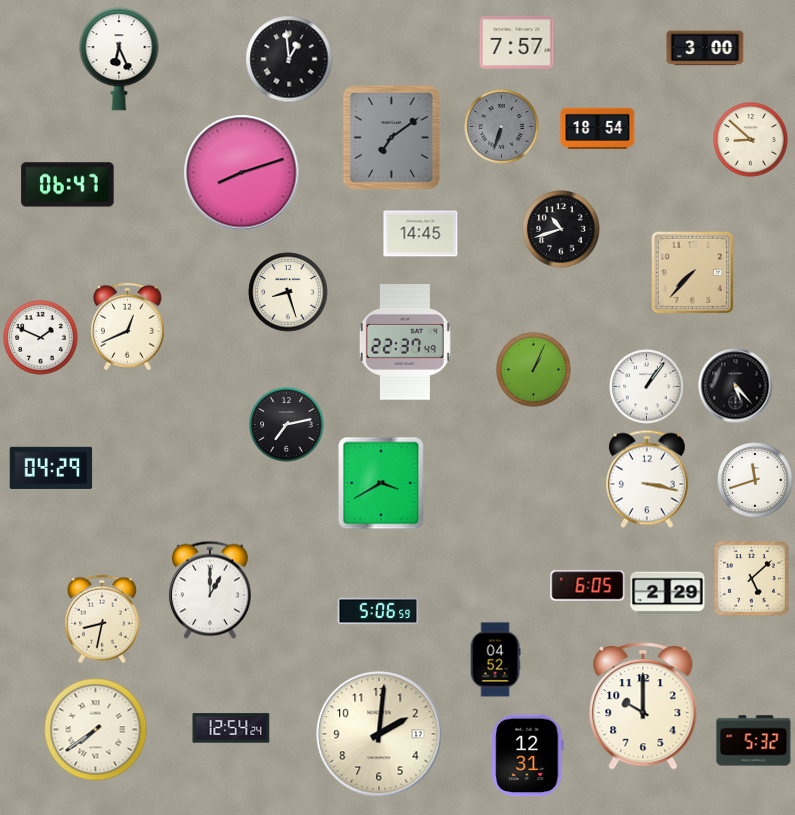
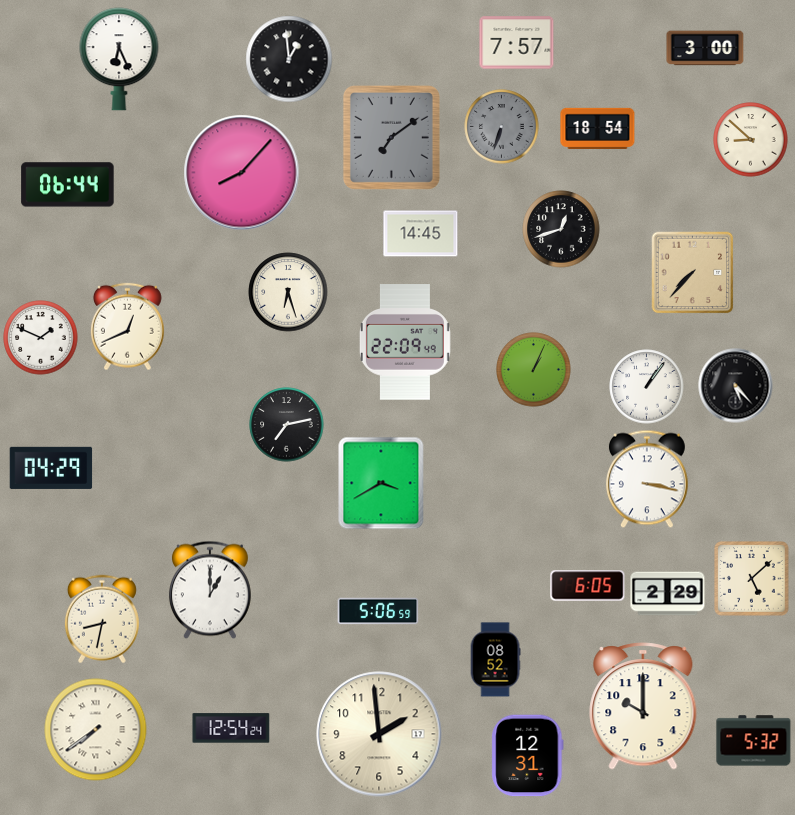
clock at (242, 173): 8:12 -> 8:07
clock at (68, 185): 06:47 -> 06:44
clock at (561, 229): 10:42 -> 12:42
clock at (288, 292): 8:27 -> 6:27
clock at (405, 342): 22:37 -> 22:09
clock at (755, 480): 11:42 -> none
clock at (495, 660): 04:52 -> 08:52
clock at (379, 734): 2:01 -> 1:59
